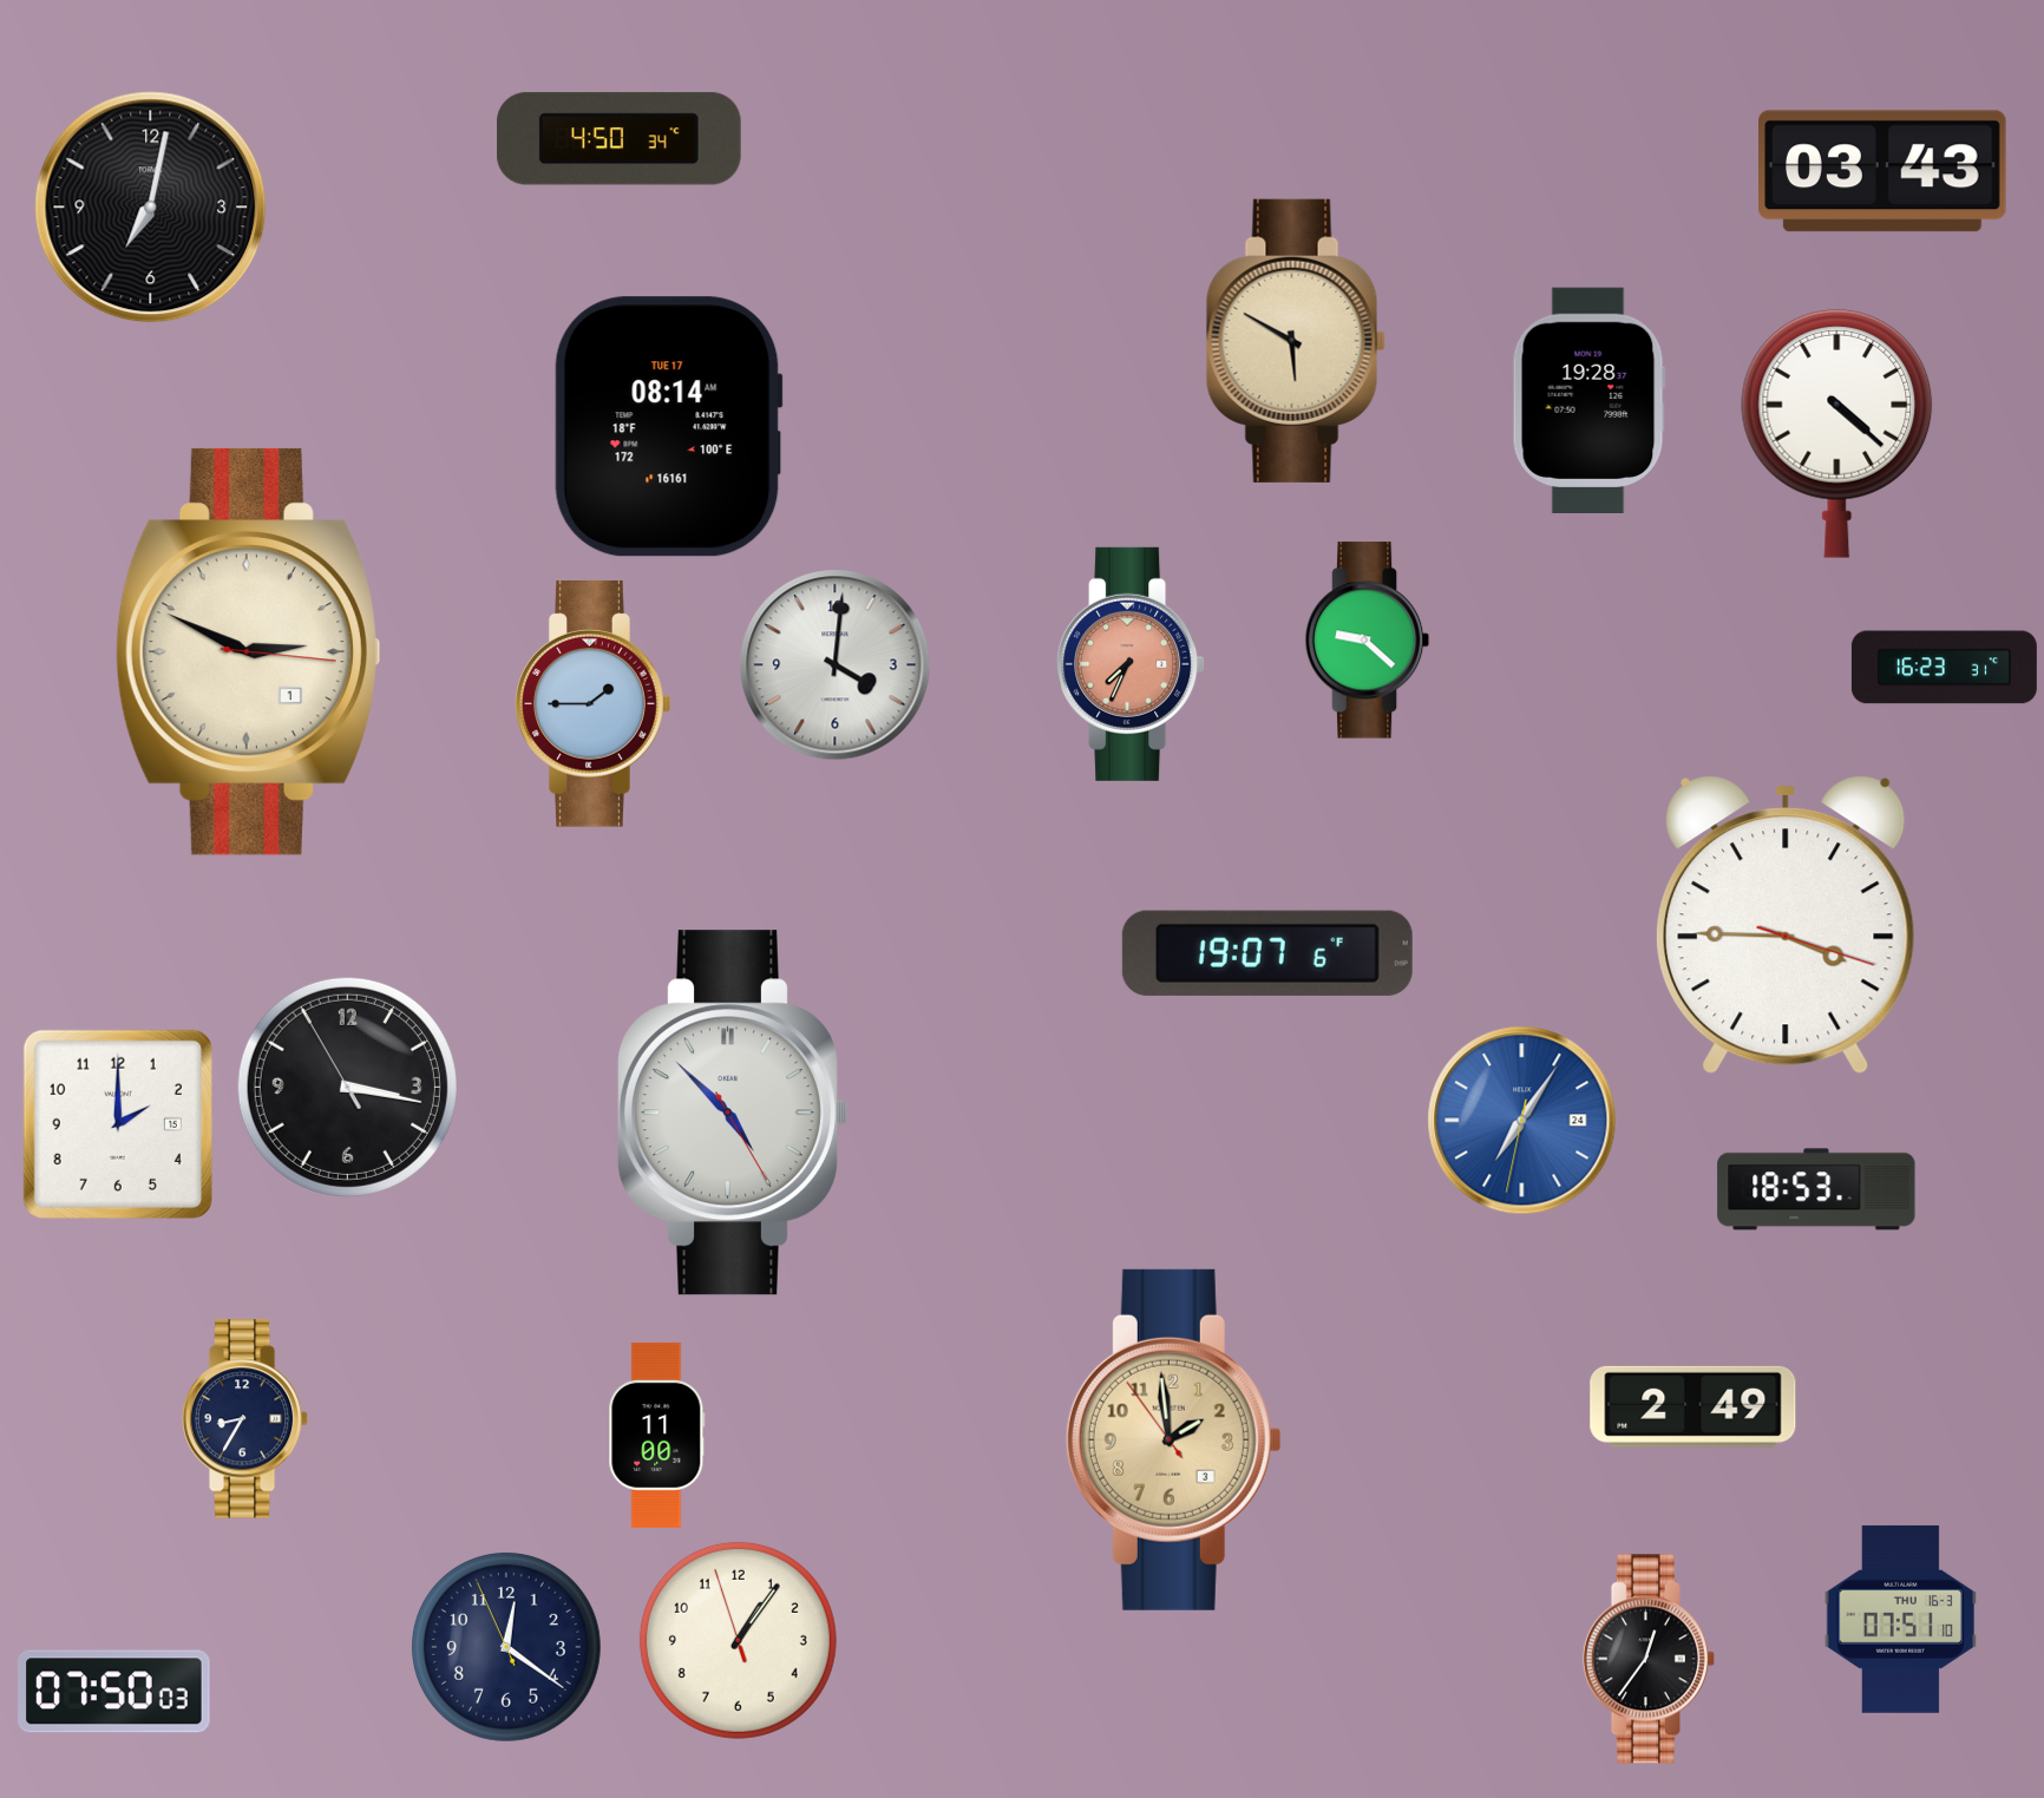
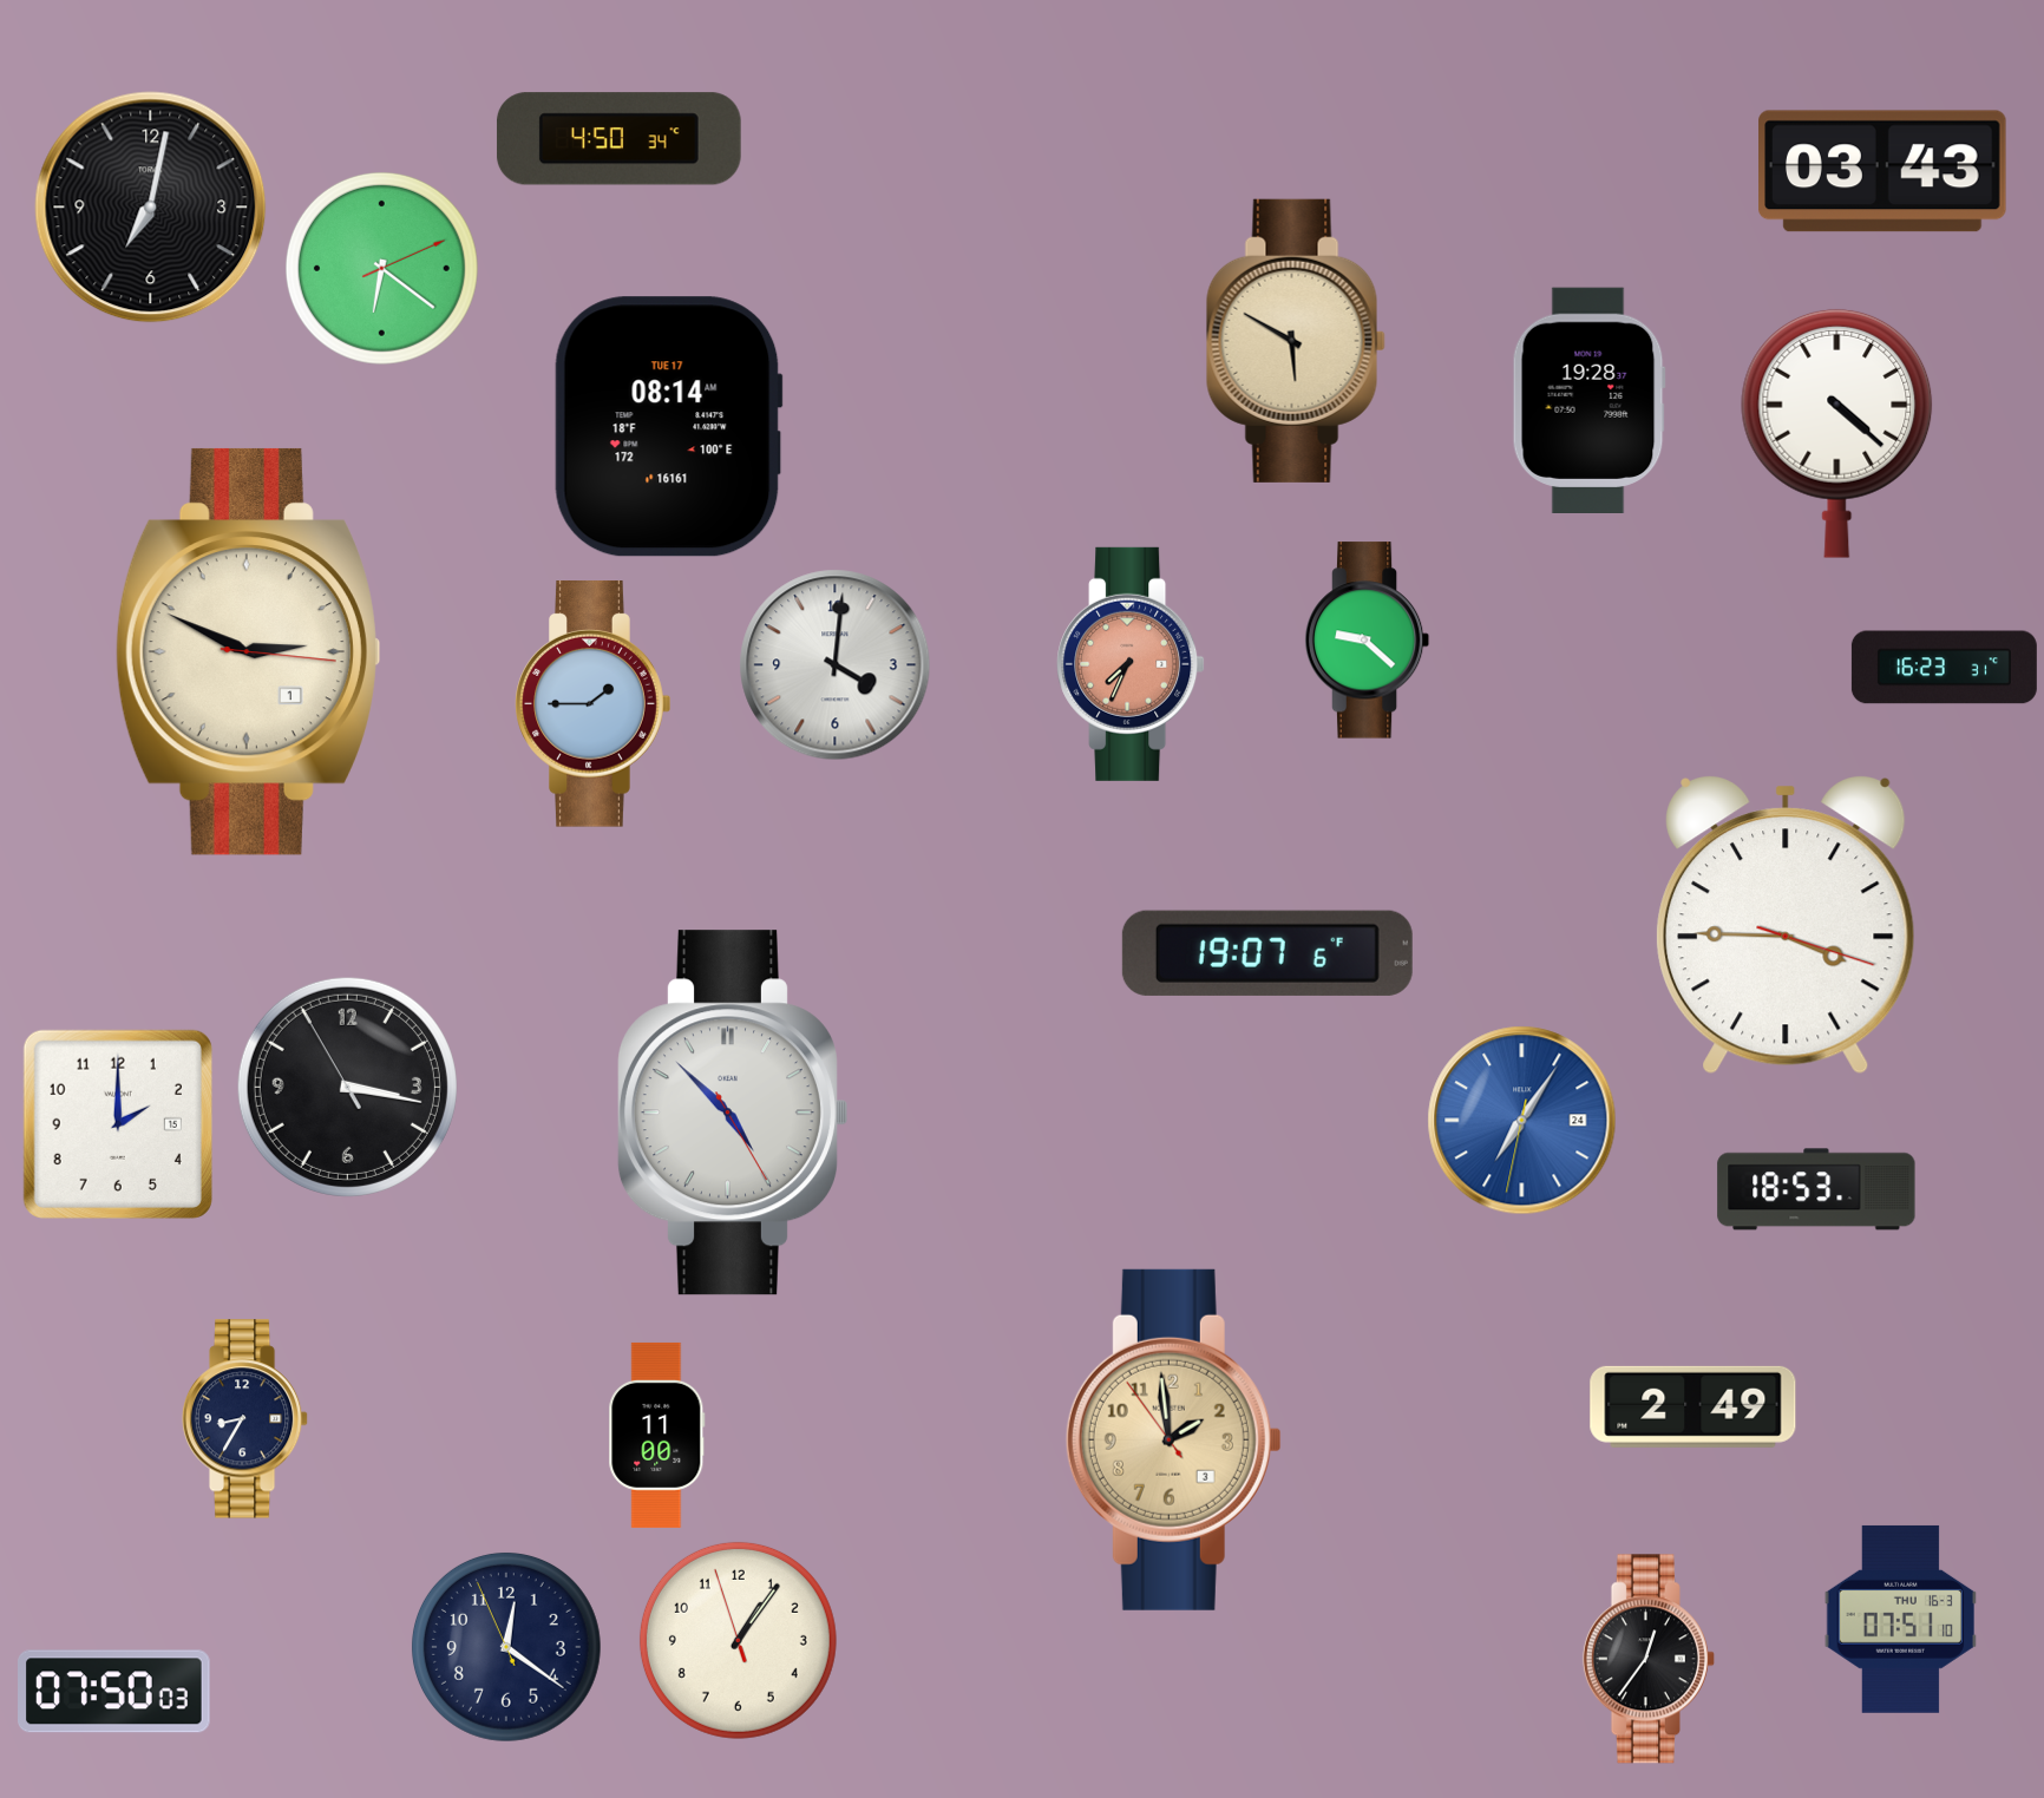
clock at (381, 268): none -> 6:21
